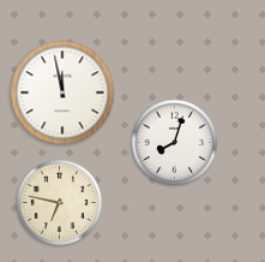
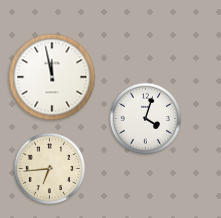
clock at (174, 142): 8:03 -> 4:03
clock at (59, 202): 6:47 -> 6:44
